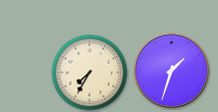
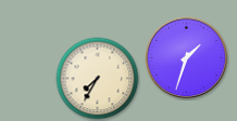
clock at (172, 71) position: (172, 71) -> (187, 58)
